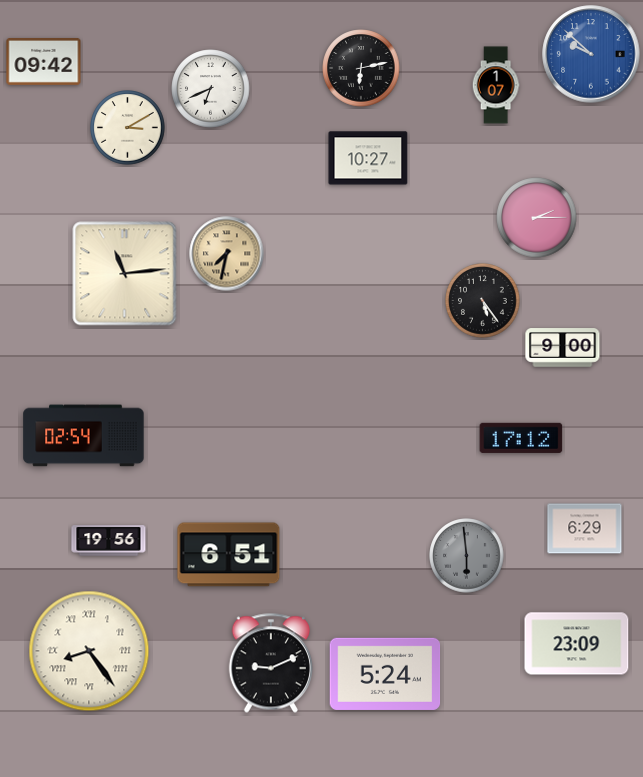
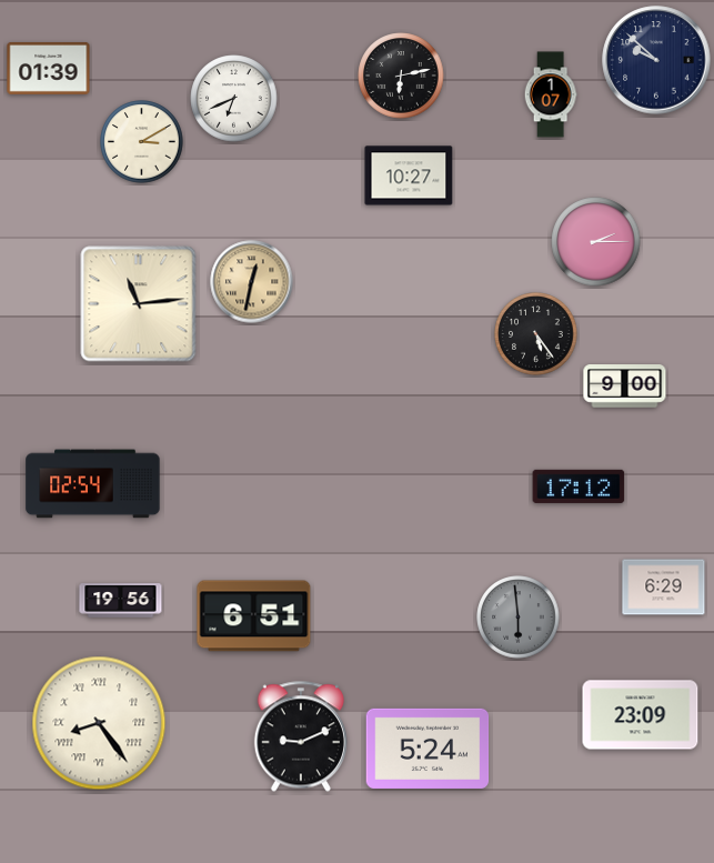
clock at (591, 54) dial: blue -> navy
clock at (44, 62): 09:42 -> 01:39
clock at (227, 254): 7:32 -> 12:32
clock at (585, 529) position: (585, 529) -> (664, 588)
